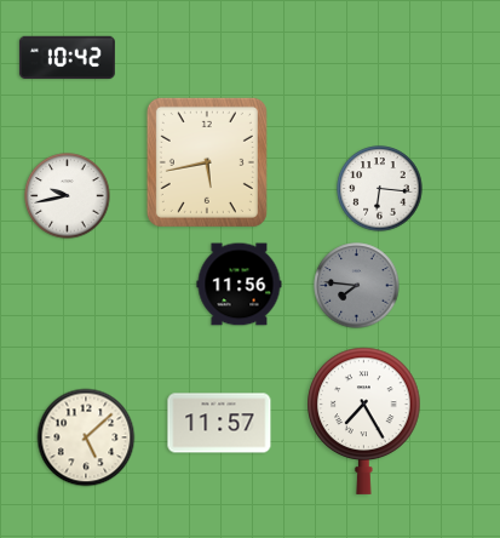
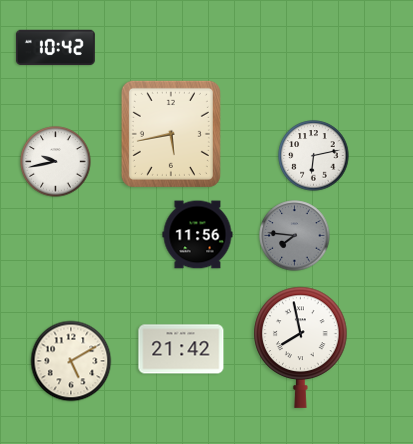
clock at (380, 189): 6:16 -> 6:13
clock at (364, 420): 7:25 -> 7:58
clock at (219, 423): 11:57 -> 21:42
clock at (86, 437): 5:08 -> 5:10
